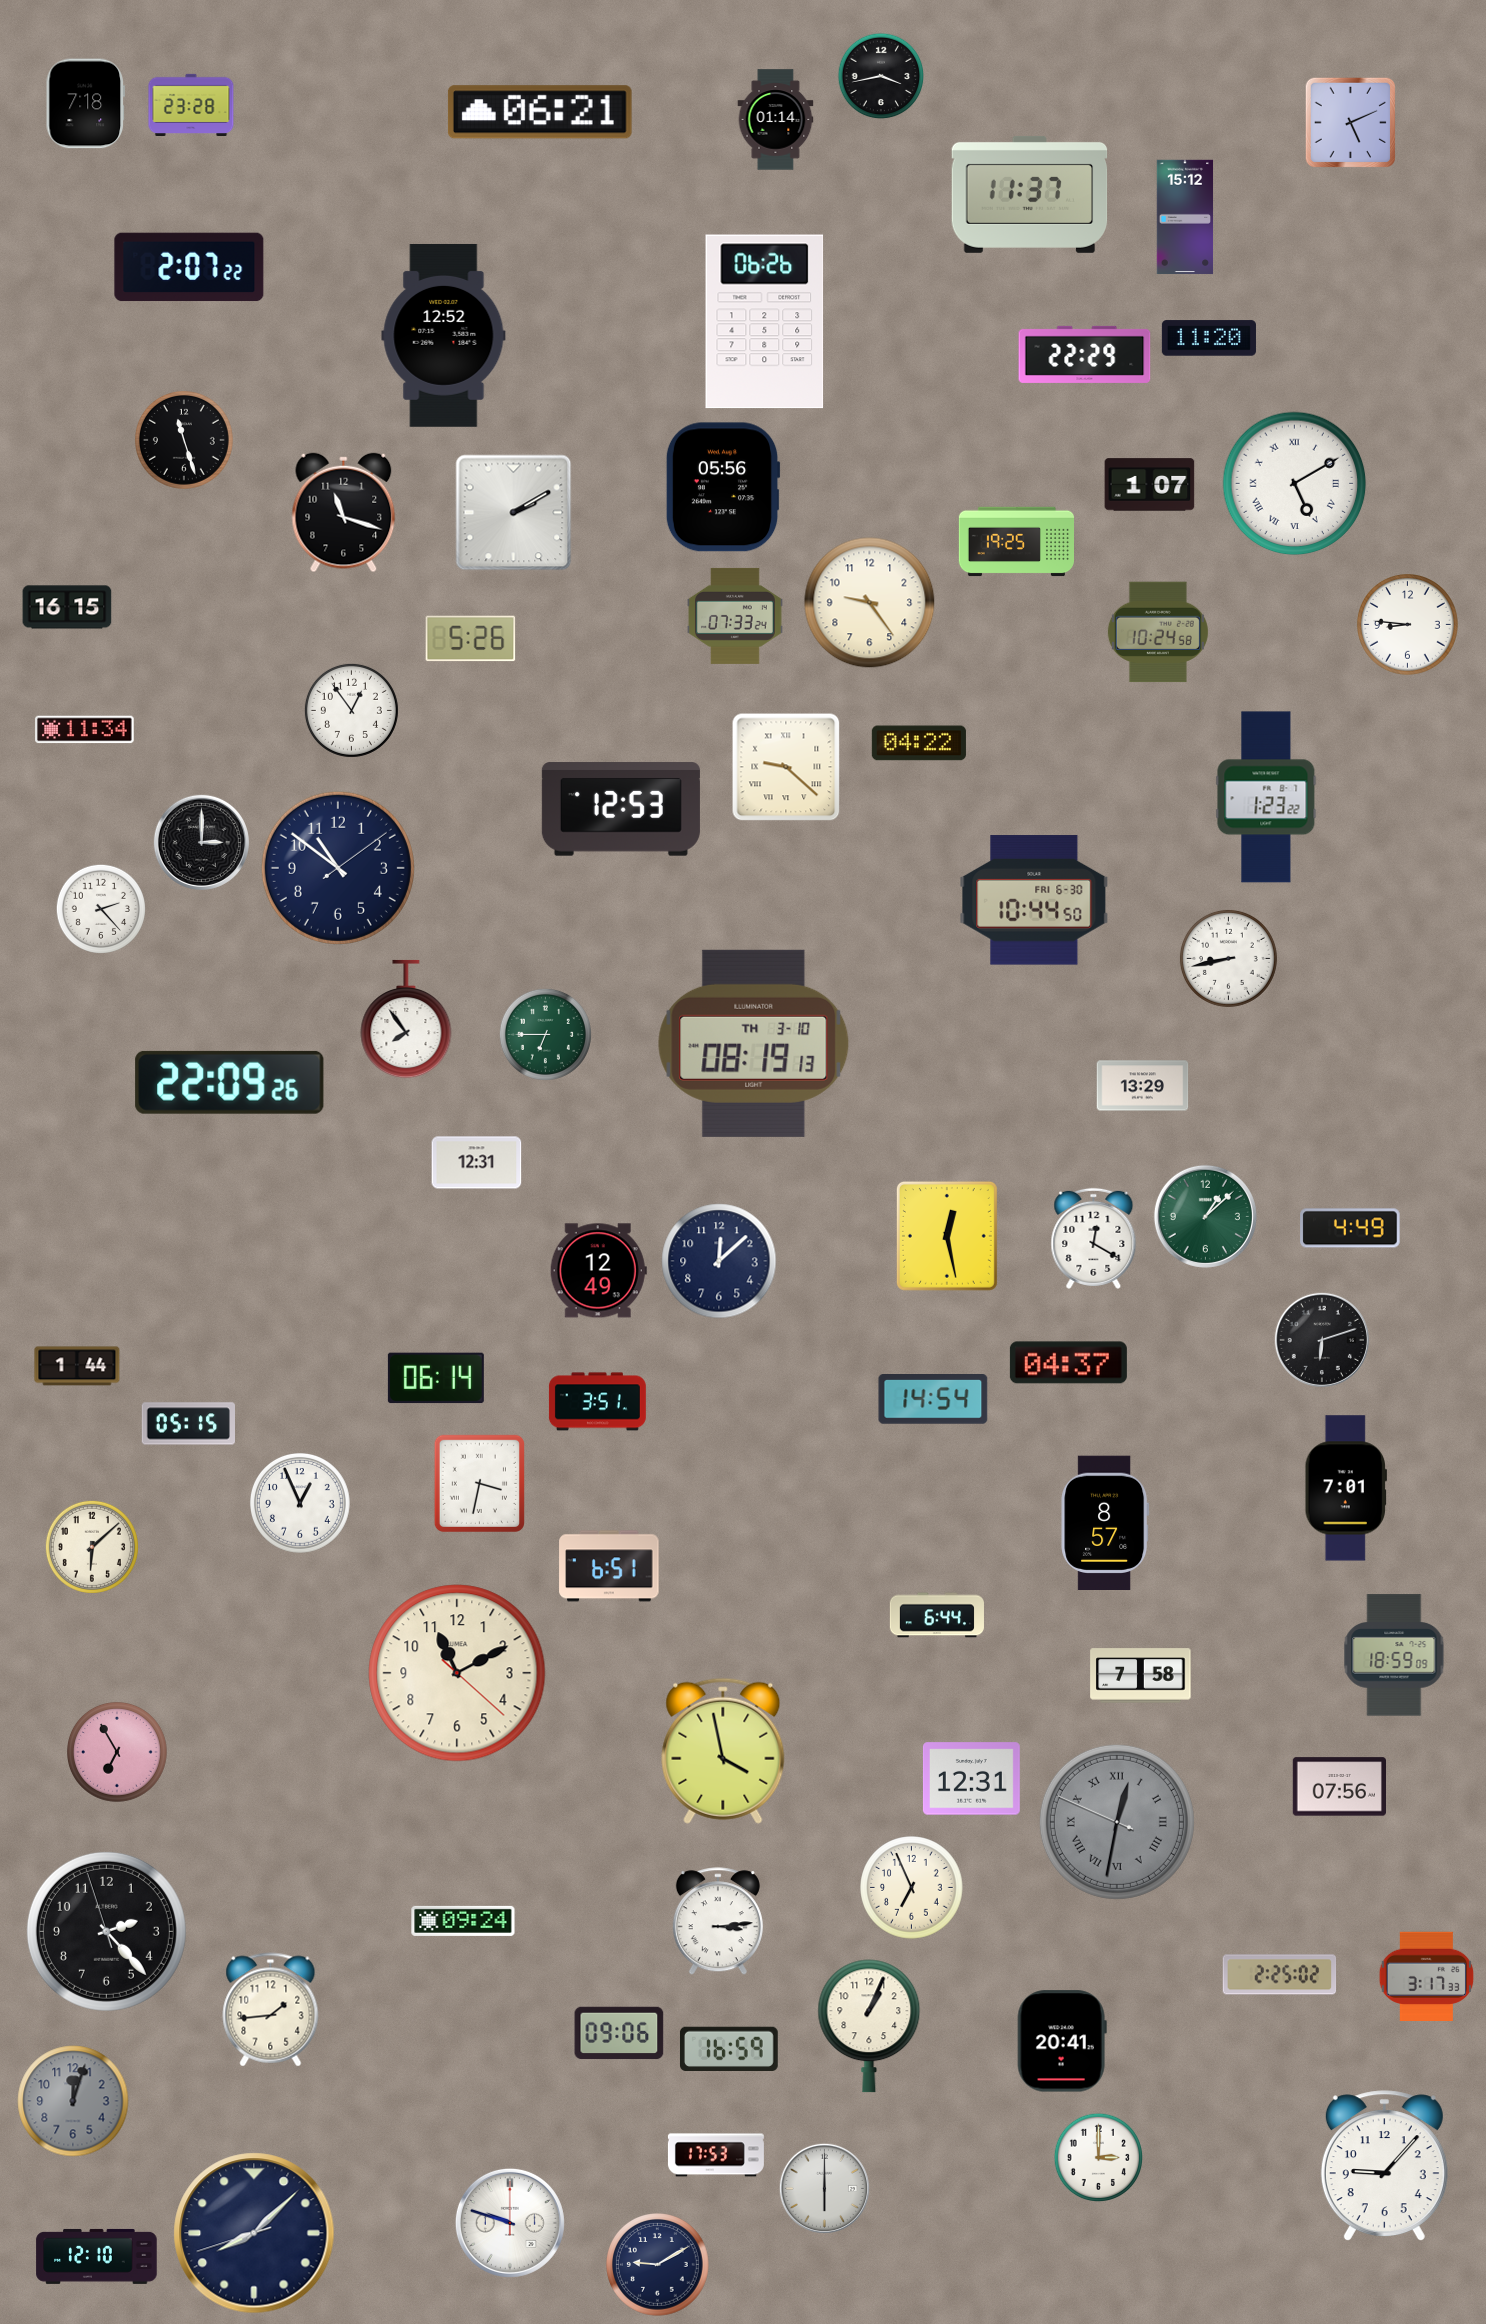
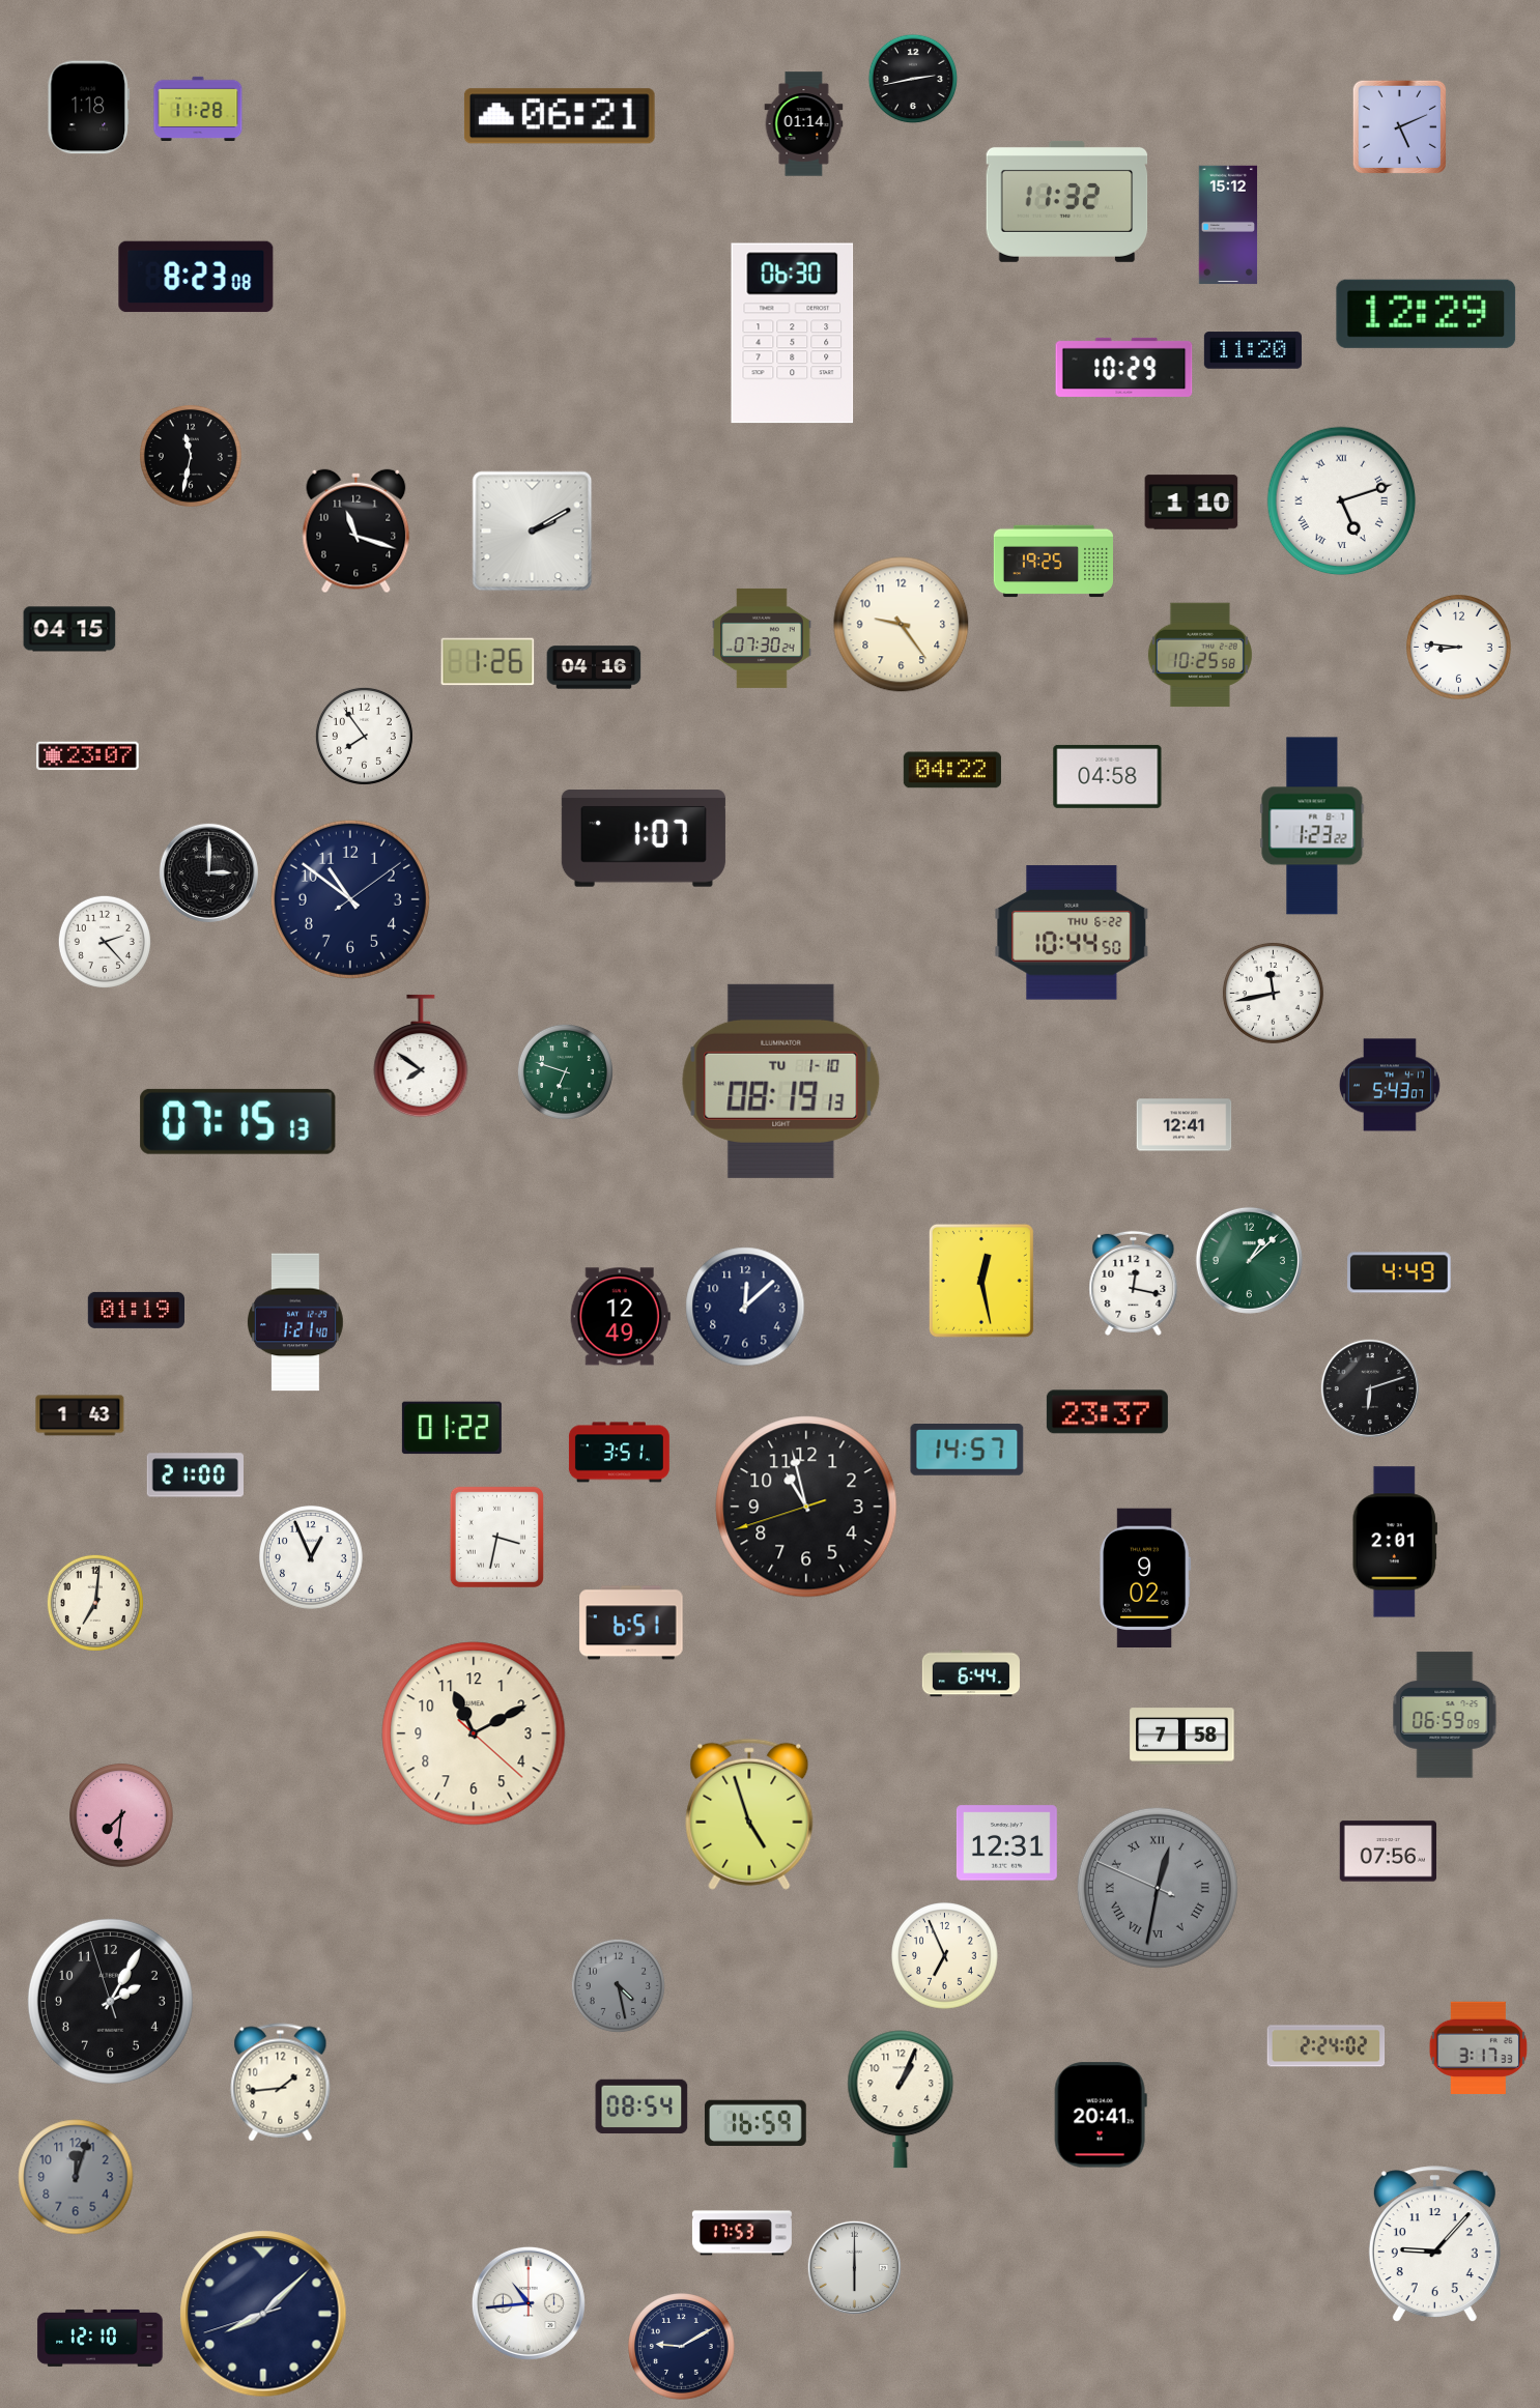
clock at (881, 76): 3:43 -> 2:43
clock at (85, 104): 7:18 -> 1:18
clock at (191, 104): 23:28 -> 11:28
clock at (1030, 194): 11:37 -> 11:32
clock at (189, 267): 2:07 -> 8:23
clock at (1426, 314): none -> 12:29
clock at (765, 322): 06:26 -> 06:30
clock at (444, 335): 12:52 -> none
clock at (1085, 354): 22:29 -> 10:29
clock at (184, 440): 11:27 -> 11:32
clock at (1295, 484): 5:10 -> 5:12
clock at (1150, 485): 1:07 -> 1:10
clock at (723, 487): 05:56 -> none
clock at (67, 607): 16:15 -> 04:15
clock at (735, 616): 07:33 -> 07:30
clock at (1158, 632): 10:24 -> 10:25
clock at (471, 639): 5:26 -> 1:26
clock at (594, 667): none -> 04:16
clock at (351, 710): 12:54 -> 7:54
clock at (85, 730): 11:34 -> 23:07
clock at (1108, 776): none -> 04:58
clock at (786, 767): 9:22 -> none
clock at (621, 809): 12:53 -> 1:07
clock at (1034, 900) date: FRI 6-30 -> THU 6-22
clock at (1228, 958): 8:43 -> 11:43
clock at (406, 1019): 7:54 -> 7:51
clock at (545, 1034): 6:45 -> 6:48
clock at (754, 1043) date: TH 3-10 -> TU 1-10
clock at (1390, 1085): none -> 5:43
clock at (230, 1082): 22:09 -> 07:15
clock at (1143, 1086): 13:29 -> 12:41
clock at (477, 1163): 12:31 -> none
clock at (1094, 1238): 12:20 -> 12:17
clock at (136, 1310): none -> 01:19
clock at (295, 1322): none -> 1:21
clock at (1068, 1363): 04:37 -> 23:37
clock at (77, 1366): 1:44 -> 1:43
clock at (436, 1378): 06:14 -> 01:22
clock at (933, 1400): 14:54 -> 14:57
clock at (188, 1424): 05:15 -> 21:00
clock at (806, 1507): none -> 10:57
clock at (1345, 1488): 7:01 -> 2:01
clock at (1105, 1523): 8:57 -> 9:02
clock at (92, 1547): 6:08 -> 7:01
clock at (1394, 1655): 18:59 -> 06:59
clock at (723, 1751): 3:58 -> 4:57
clock at (118, 1753): 6:55 -> 7:31
clock at (618, 1985): none -> 4:28
clock at (463, 1921): 09:24 -> none
clock at (718, 1922): 3:14 -> none
clock at (106, 1931): 2:22 -> 2:04
clock at (1280, 1975): 2:25 -> 2:24
clock at (619, 2033): 09:06 -> 08:54
clock at (1098, 2157): 3:00 -> none
clock at (510, 2223): 9:48 -> 10:44
